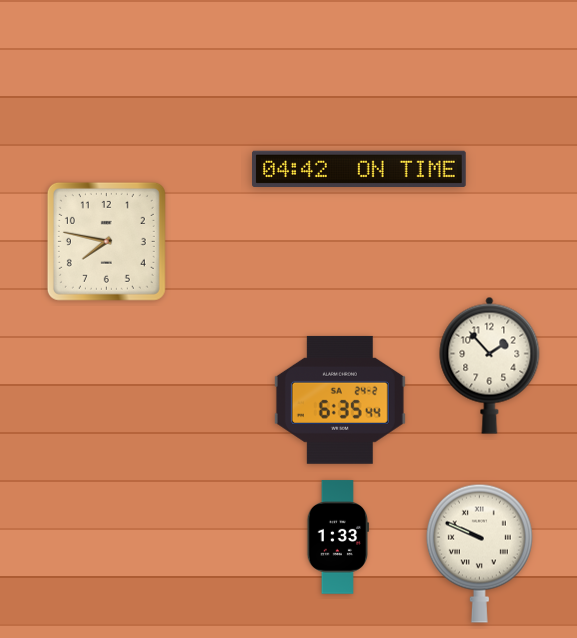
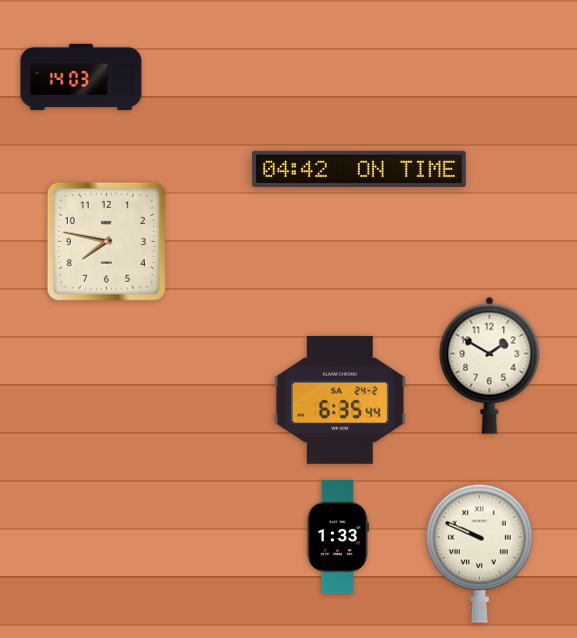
clock at (81, 77): none -> 14:03
clock at (490, 365): 1:53 -> 1:50
